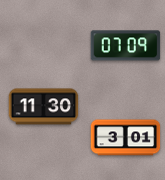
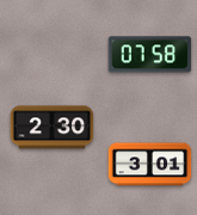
clock at (126, 46): 07:09 -> 07:58
clock at (44, 107): 11:30 -> 2:30
